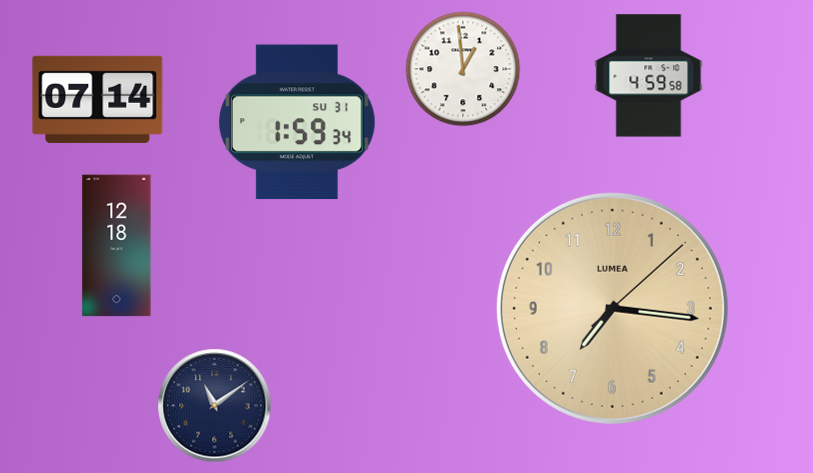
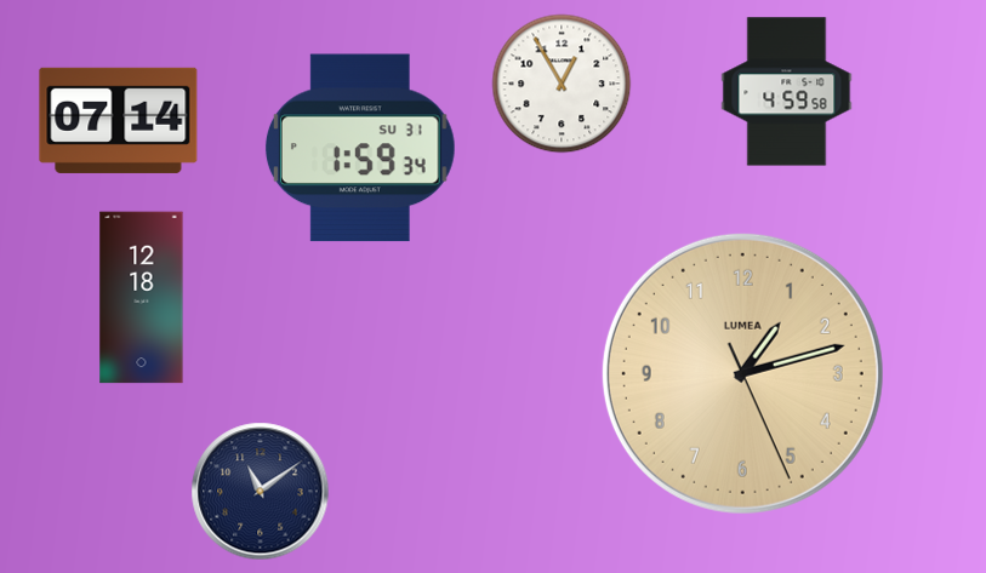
clock at (463, 69): 12:59 -> 12:55
clock at (612, 308): 7:16 -> 1:12
